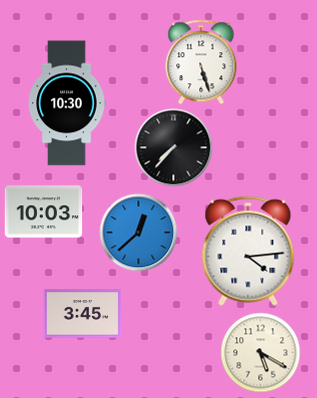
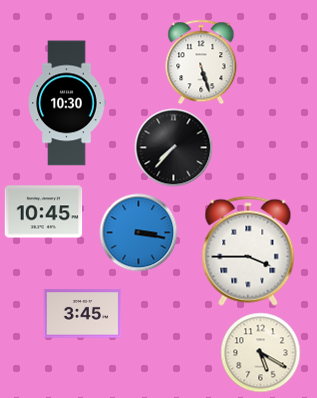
clock at (43, 212): 10:03 -> 10:45
clock at (138, 232): 12:38 -> 3:17
clock at (248, 251): 4:14 -> 3:45
